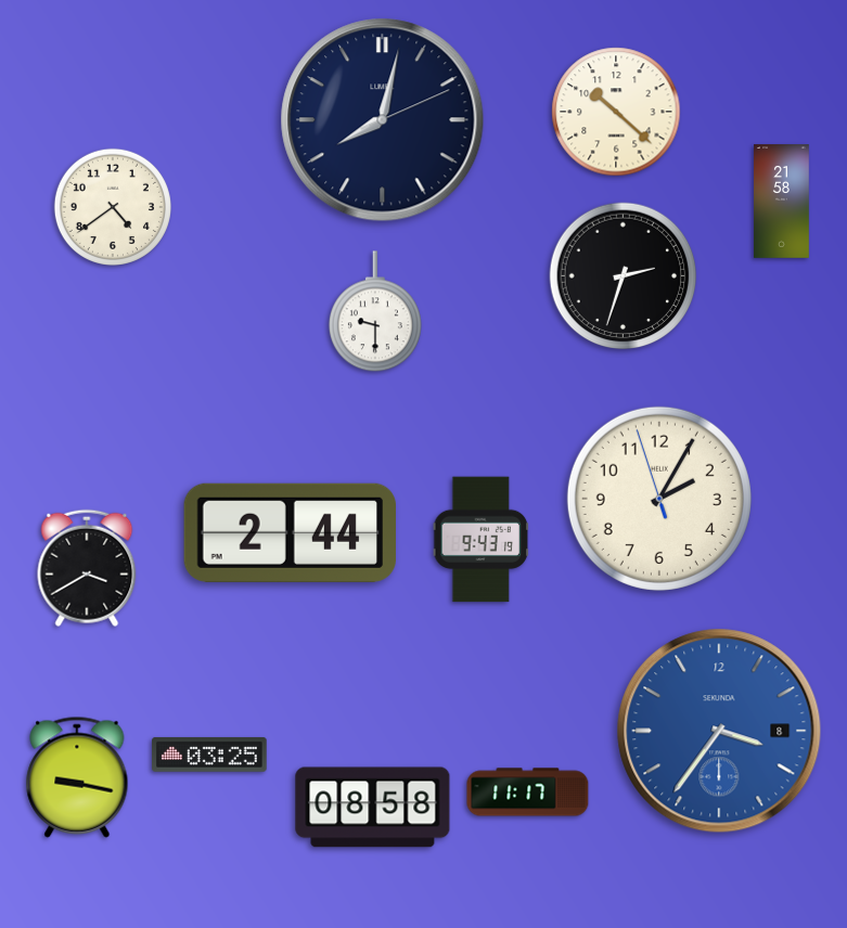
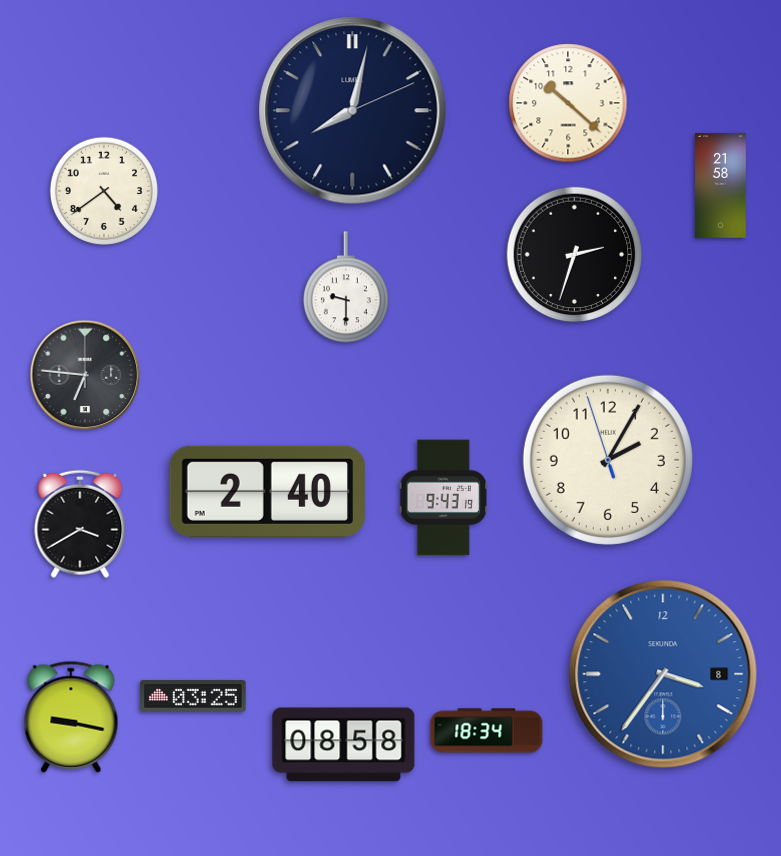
clock at (85, 375): none -> 6:46
clock at (290, 532): 2:44 -> 2:40
clock at (528, 792): 11:17 -> 18:34
